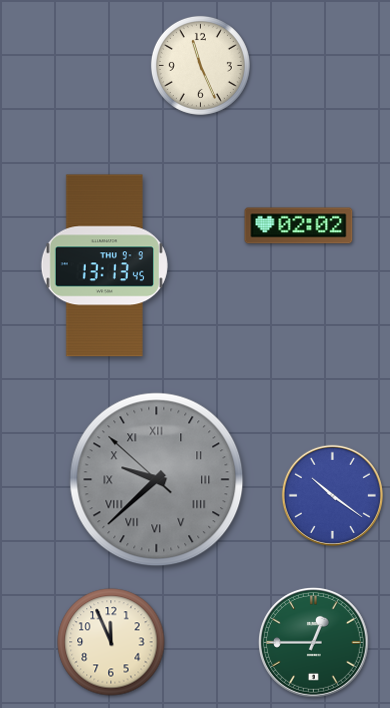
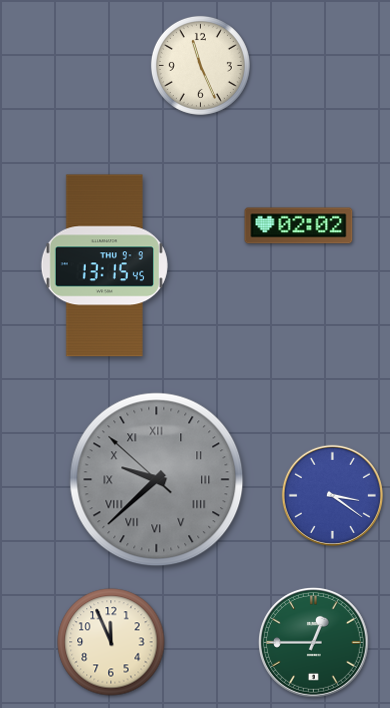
clock at (104, 266): 13:13 -> 13:15
clock at (332, 495): 10:21 -> 3:21
